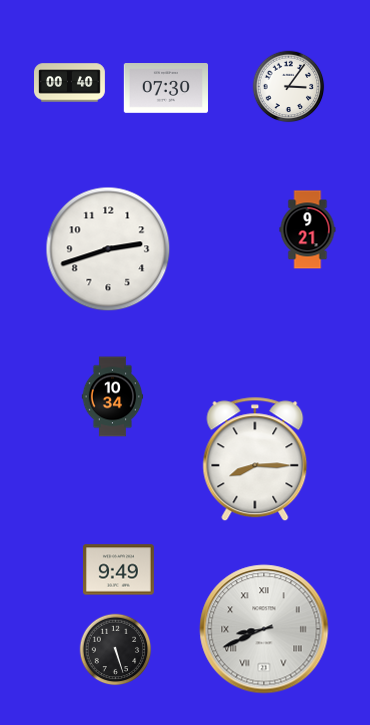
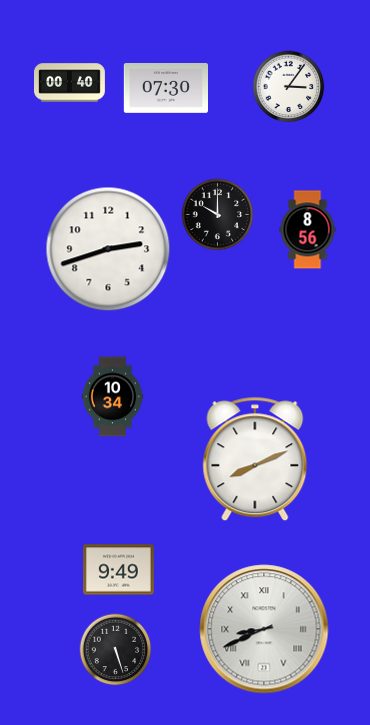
clock at (218, 215): none -> 10:00
clock at (308, 230): 9:21 -> 8:56
clock at (255, 459): 8:15 -> 8:11
